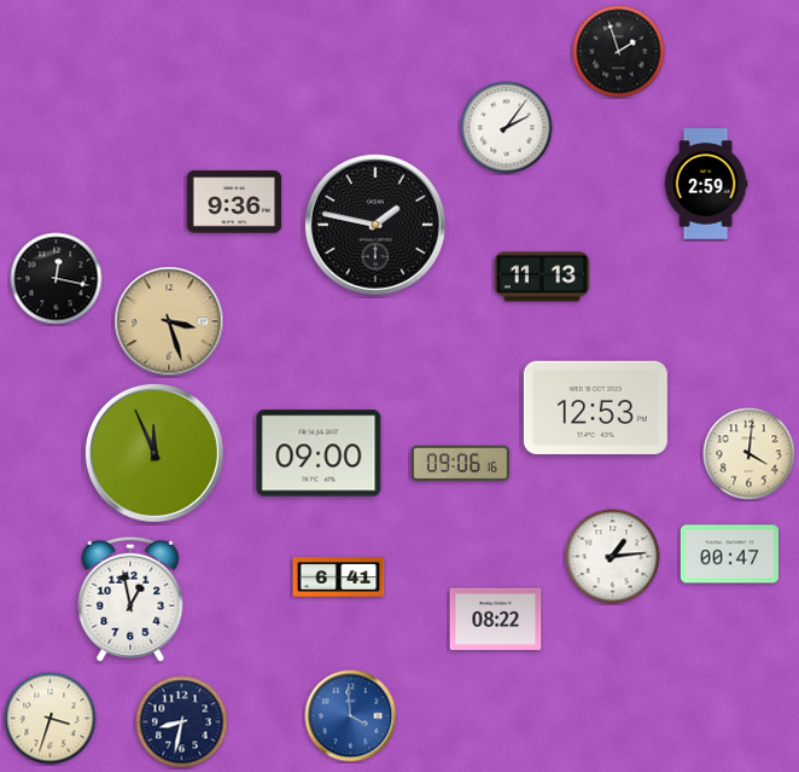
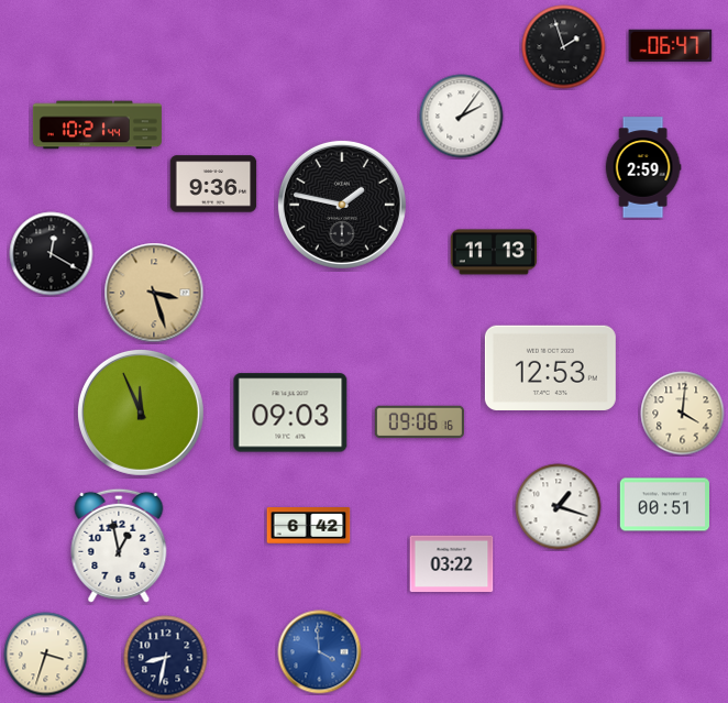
clock at (671, 45): none -> 06:47
clock at (97, 125): none -> 10:21
clock at (57, 279): 12:17 -> 12:20
clock at (595, 407) position: (595, 407) -> (550, 367)
clock at (319, 453): 09:00 -> 09:03
clock at (729, 555): 00:47 -> 00:51
clock at (613, 557): 1:14 -> 1:18
clock at (339, 577): 6:41 -> 6:42
clock at (496, 620): 08:22 -> 03:22
